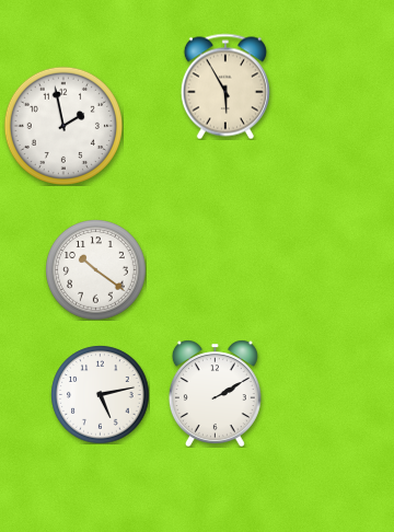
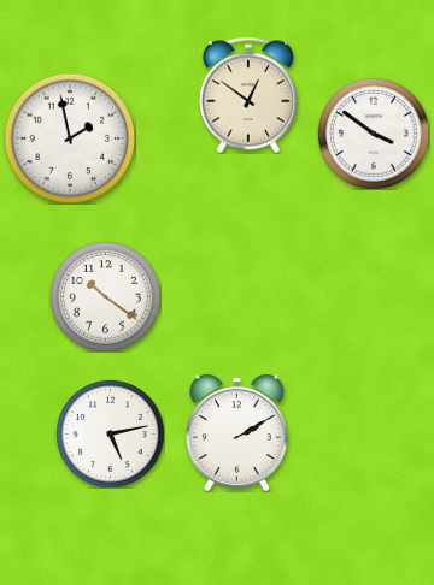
clock at (225, 86): 5:55 -> 12:51
clock at (374, 134): none -> 3:51
